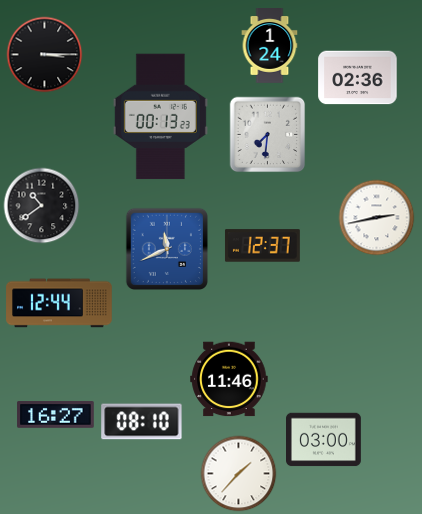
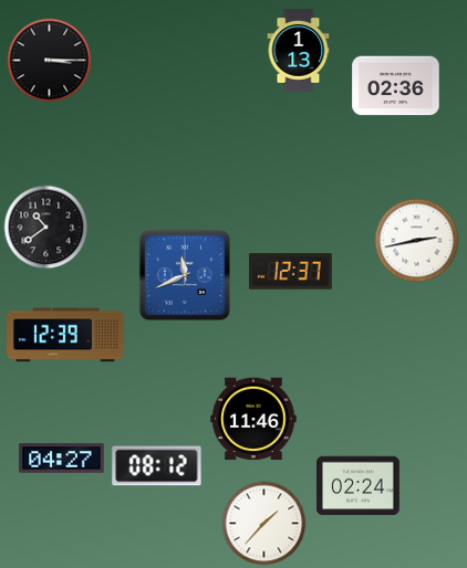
clock at (270, 46): 1:24 -> 1:13
clock at (160, 117): 00:13 -> none
clock at (268, 135): 7:31 -> none
clock at (59, 303): 12:44 -> 12:39
clock at (56, 415): 16:27 -> 04:27
clock at (142, 422): 08:10 -> 08:12
clock at (324, 440): 03:00 -> 02:24
